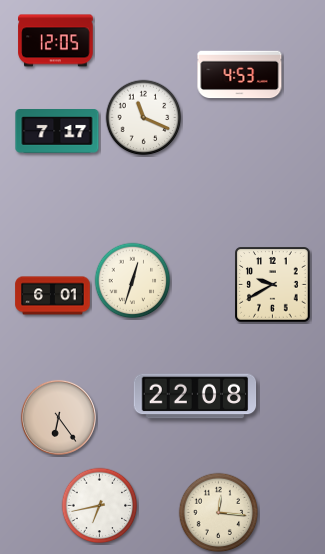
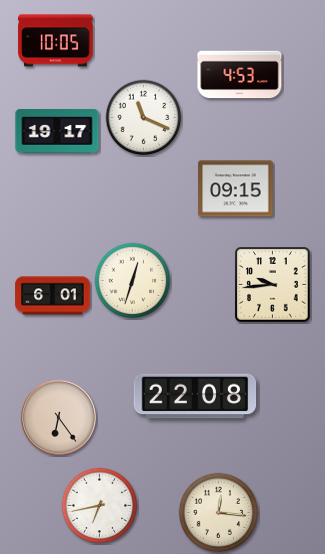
clock at (56, 41): 12:05 -> 10:05
clock at (57, 132): 7:17 -> 19:17
clock at (236, 189): none -> 09:15
clock at (273, 285): 9:40 -> 9:44
